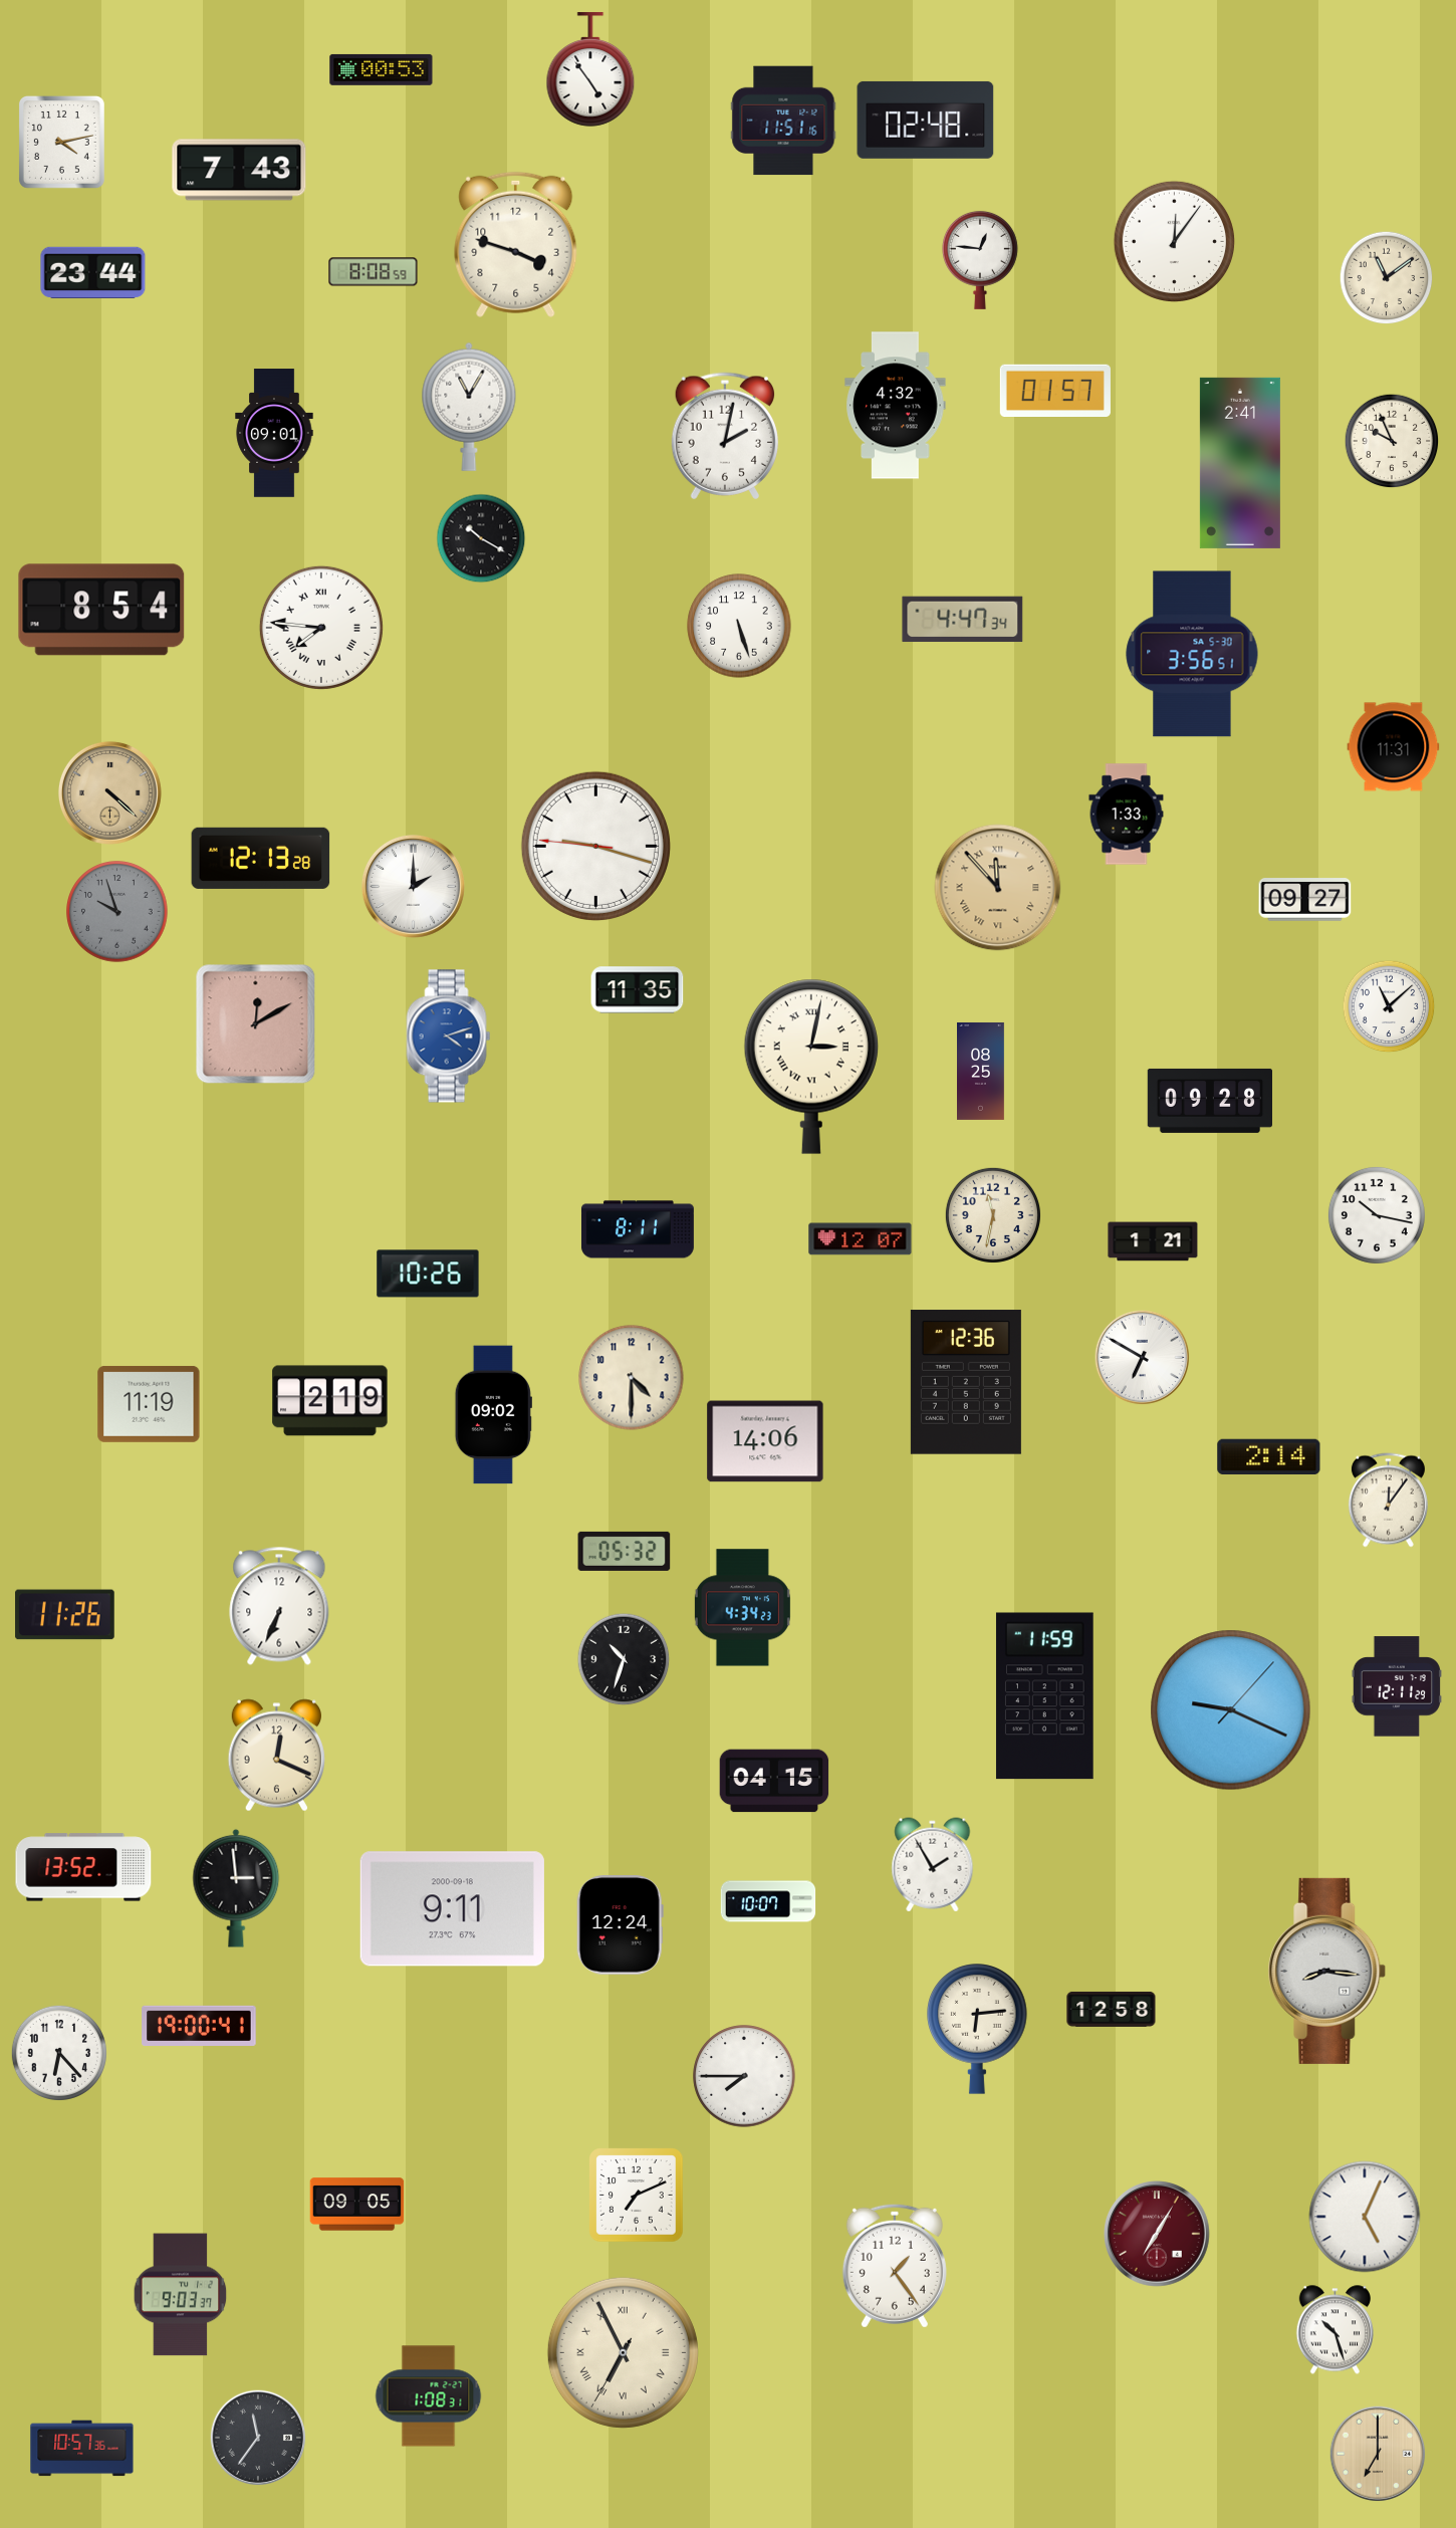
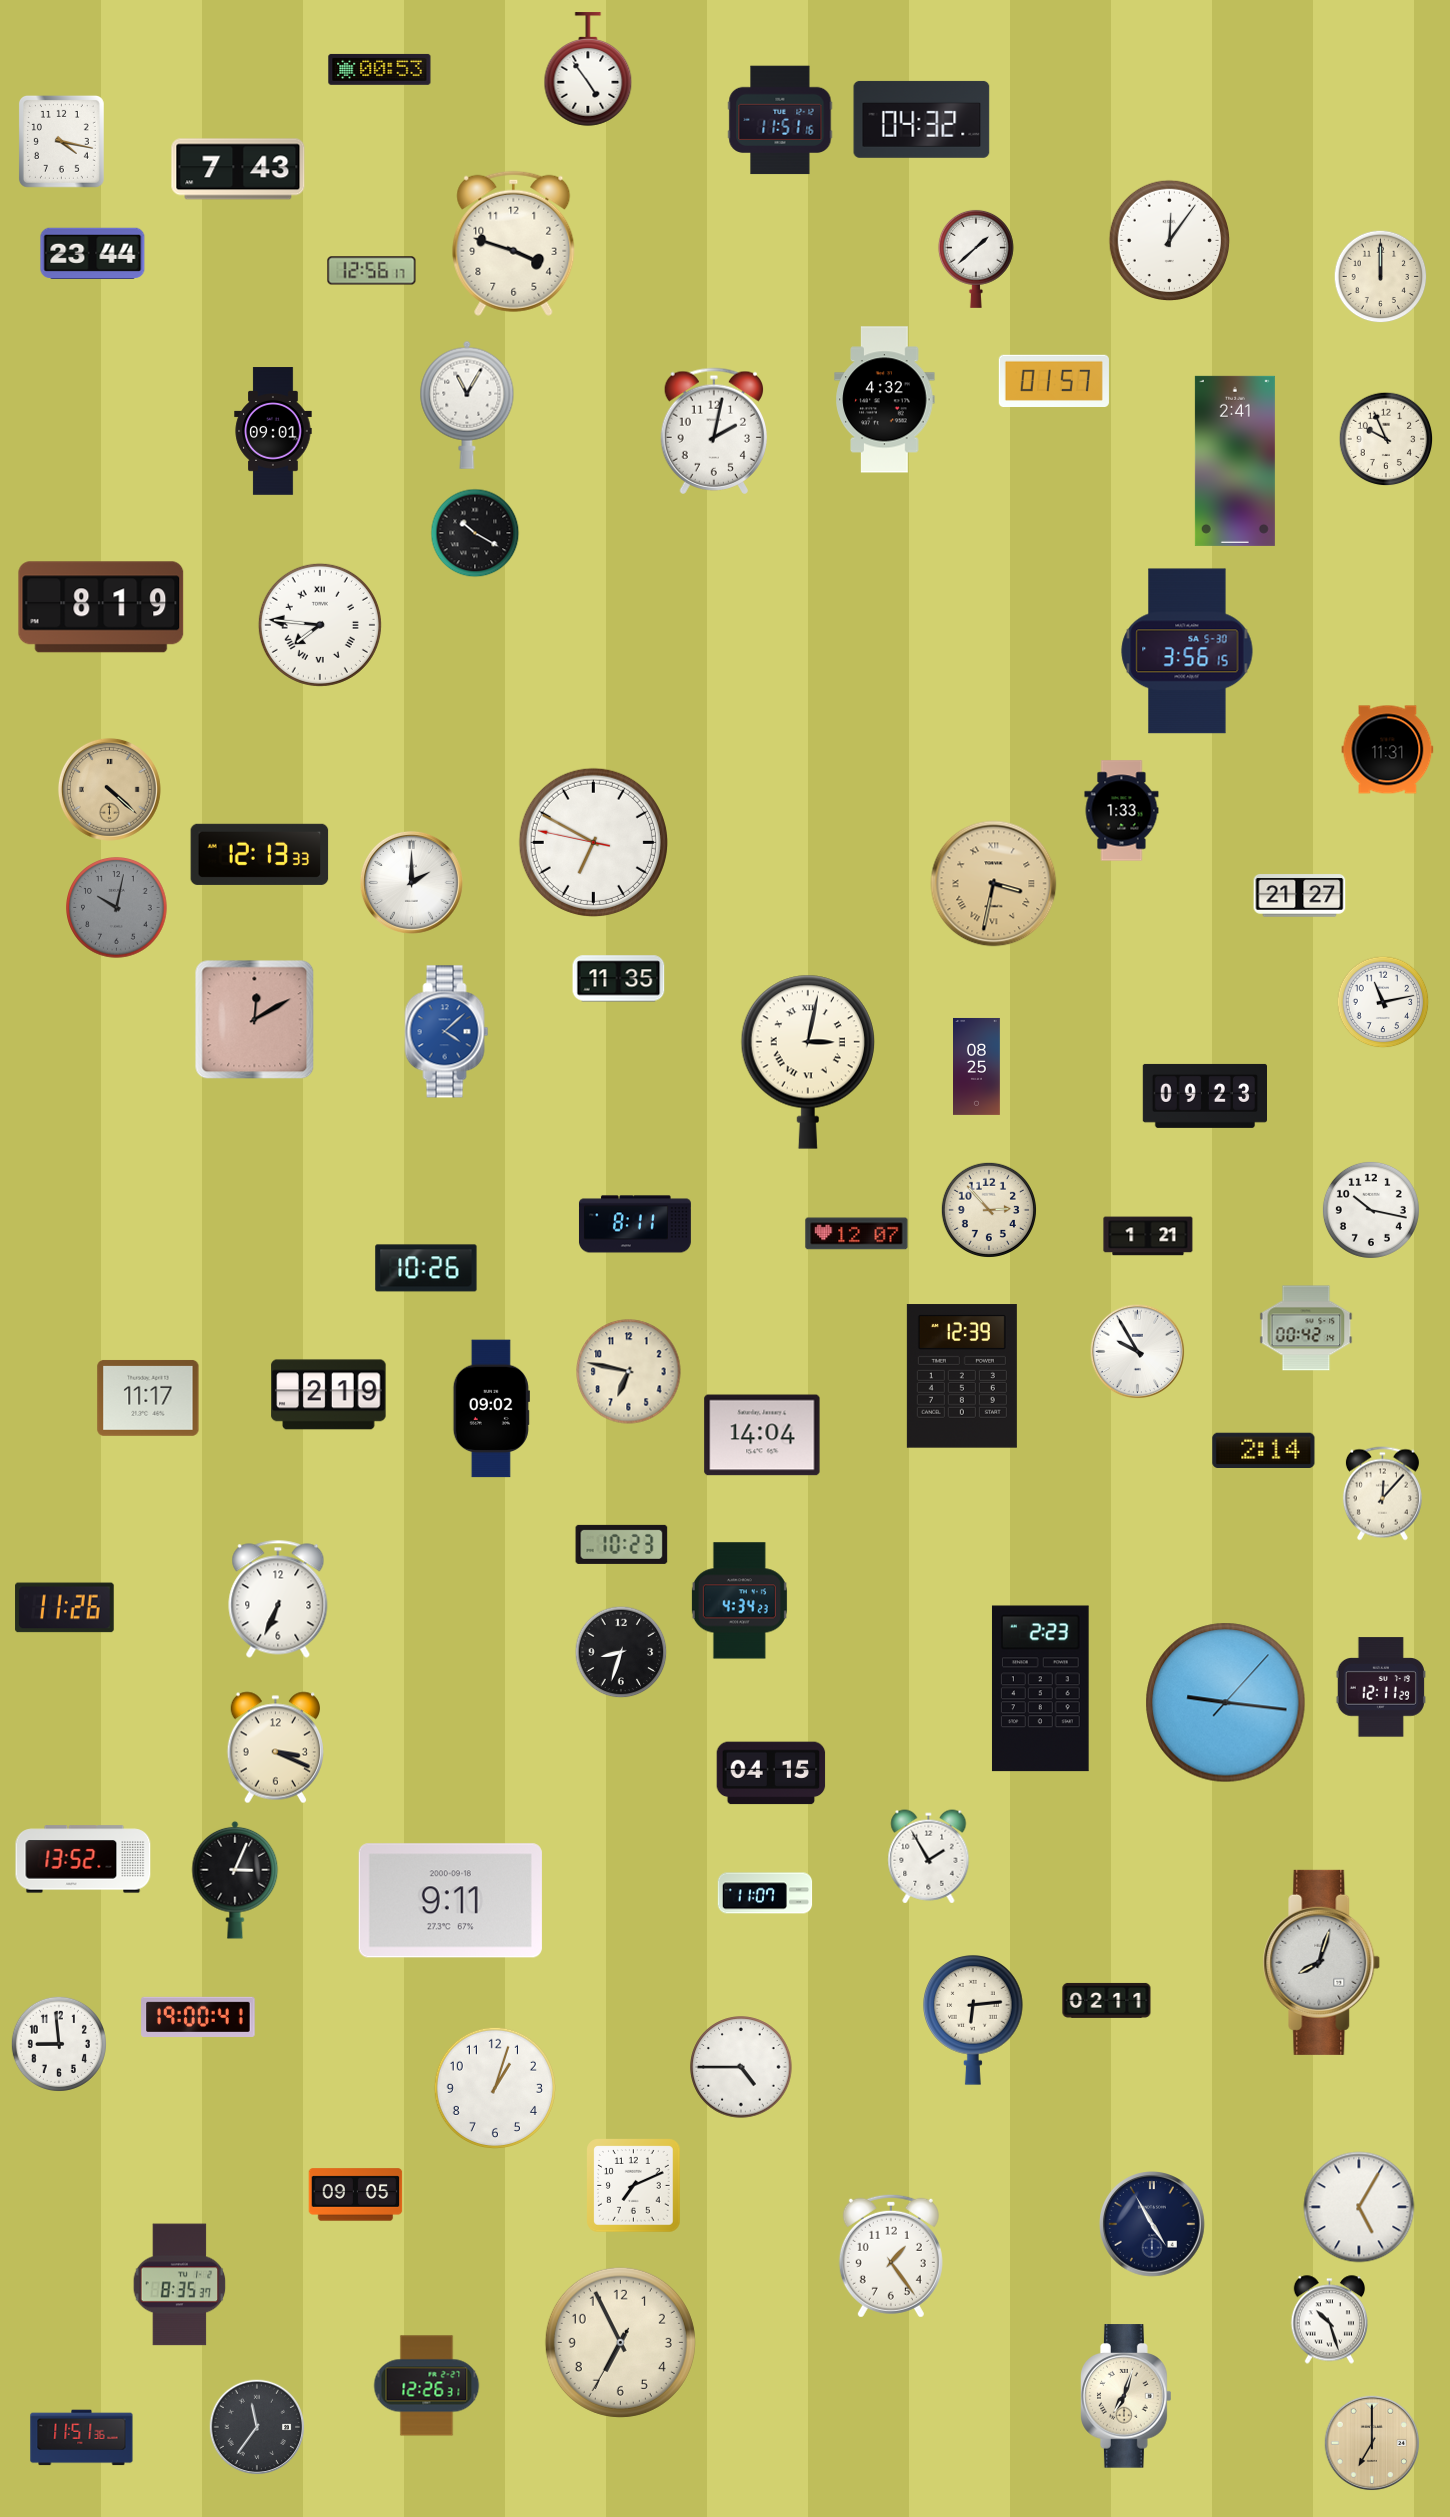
clock at (926, 120): 02:48 -> 04:32
clock at (61, 142): 4:13 -> 4:17
clock at (980, 260): 12:46 -> 1:38
clock at (93, 272) position: (93, 272) -> (93, 253)
clock at (374, 272): 8:08 -> 12:56
clock at (1387, 278): 11:09 -> 12:00
clock at (1055, 390) position: (1055, 390) -> (1054, 380)
clock at (896, 406) position: (896, 406) -> (885, 400)
clock at (724, 436) position: (724, 436) -> (713, 431)
clock at (481, 538) position: (481, 538) -> (475, 533)
clock at (101, 610): 8:54 -> 8:19
clock at (963, 620): 4:47 -> none
clock at (739, 626): 5:27 -> none
clock at (1192, 654): 3:56:51 -> 3:56:15
clock at (1394, 747) position: (1394, 747) -> (1388, 750)
clock at (595, 846): 9:17 -> 6:49
clock at (261, 858): 12:13:28 -> 12:13:33
clock at (998, 888): 11:53 -> 3:32
clock at (1305, 900): 09:27 -> 21:27
clock at (117, 912): 9:57 -> 10:02
clock at (638, 990) position: (638, 990) -> (619, 979)
clock at (1389, 1006): 11:08 -> 11:13
clock at (449, 1037): 4:12 -> 4:08
clock at (1210, 1101): 09:28 -> 09:23
clock at (993, 1215): 11:32 -> 2:53
clock at (1306, 1328): none -> 00:42
clock at (1143, 1358): 6:50 -> 9:55
clock at (632, 1378): 4:30 -> 6:47
clock at (966, 1382): 12:36 -> 12:39
clock at (149, 1404): 11:19 -> 11:17
clock at (765, 1441): 14:06 -> 14:04
clock at (1388, 1501): 12:06 -> 12:07
clock at (625, 1551): 05:32 -> 10:23
clock at (624, 1659): 10:33 -> 8:33
clock at (1396, 1686) position: (1396, 1686) -> (1380, 1687)
clock at (1044, 1696): 11:59 -> 2:23
clock at (1231, 1710): 9:19 -> 9:16
clock at (276, 1756): 12:19 -> 3:19
clock at (236, 1888): 2:59 -> 3:04
clock at (768, 1901): 10:07 -> 11:07
clock at (620, 1925): 12:24 -> none
clock at (1327, 1971): 8:16 -> 8:03
clock at (1112, 2009): 12:58 -> 02:11
clock at (59, 2053): 6:23 -> 8:59
clock at (744, 2076): 7:45 -> 4:45
clock at (495, 2088): none -> 1:03
clock at (1365, 2217): 5:04 -> 5:05
clock at (1158, 2235): 7:05 -> 4:55
clock at (1158, 2235) dial: burgundy -> navy
clock at (181, 2295): 9:03 -> 8:35
clock at (623, 2352) numerals: Roman -> Arabic
clock at (429, 2396): 1:08 -> 12:26
clock at (1127, 2396): none -> 7:03
clock at (82, 2449): 10:57 -> 11:51
